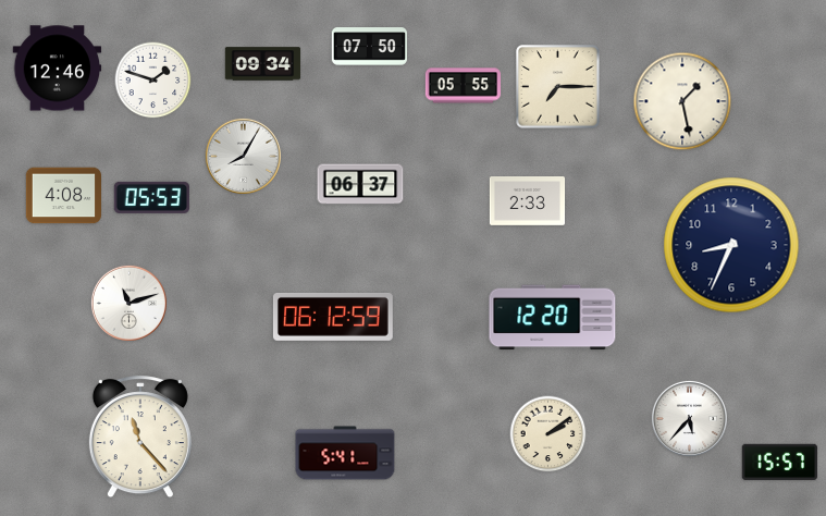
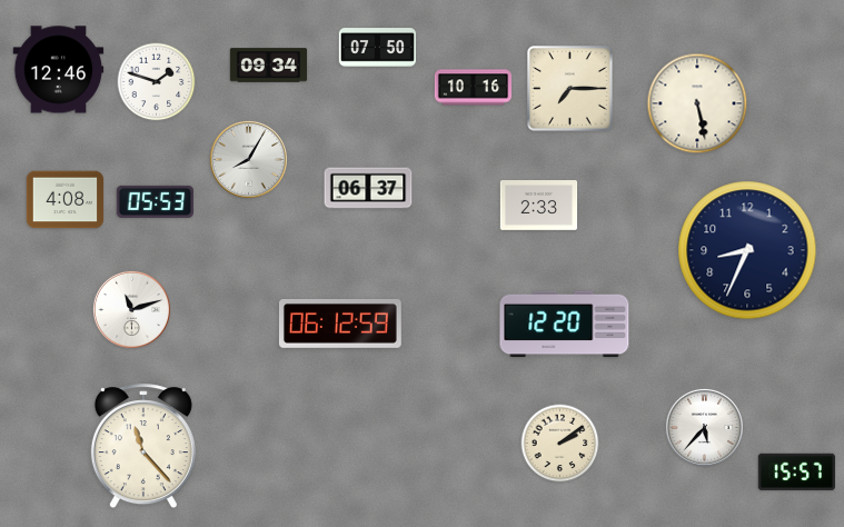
clock at (464, 86): 05:55 -> 10:16
clock at (682, 101): 1:28 -> 5:28
clock at (345, 453): 5:41 -> none
